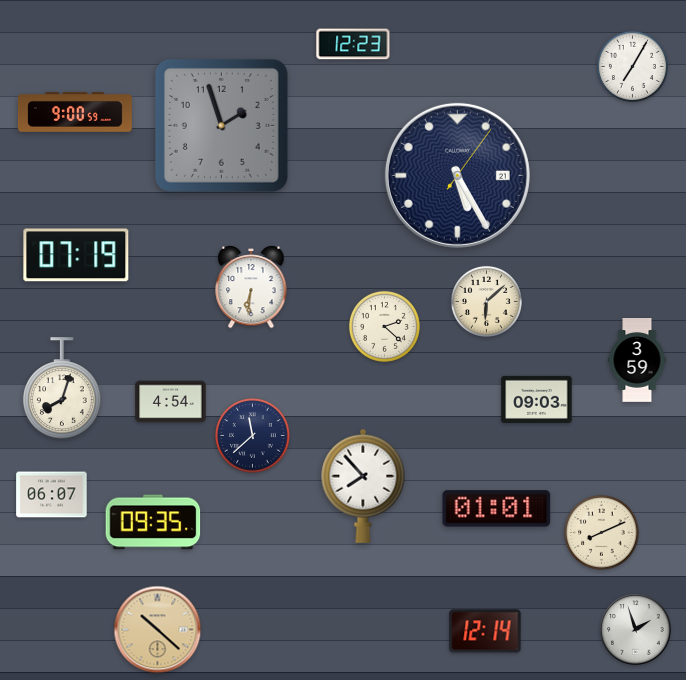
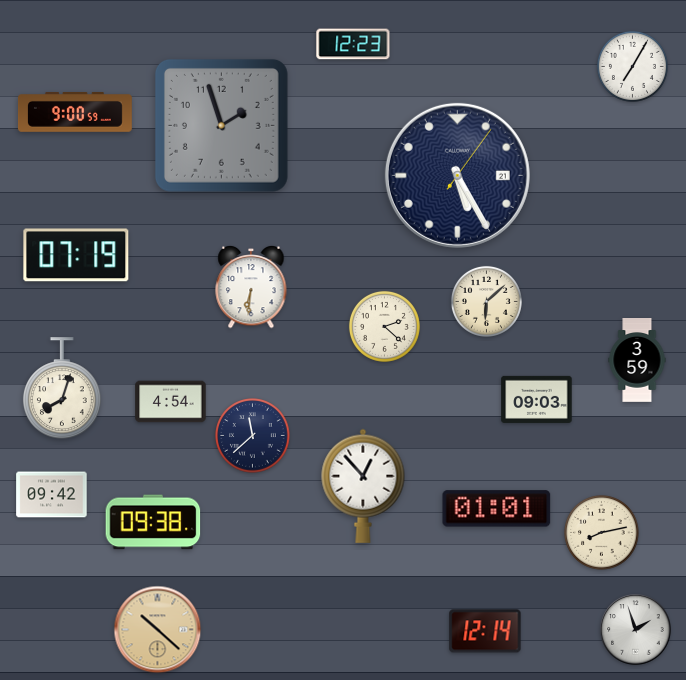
clock at (363, 486): 7:53 -> 12:53
clock at (52, 495): 06:07 -> 09:42
clock at (153, 522): 09:35 -> 09:38
clock at (602, 533): 8:11 -> 8:13
